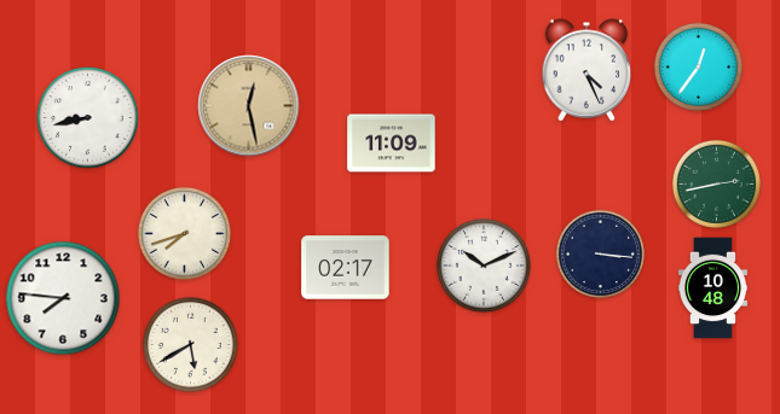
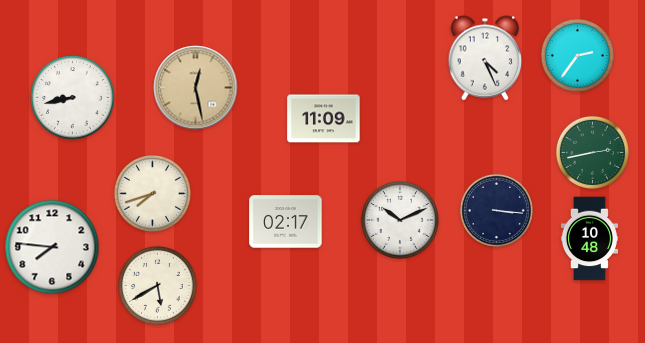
clock at (698, 66): 12:36 -> 2:36
clock at (249, 106) position: (249, 106) -> (196, 88)
